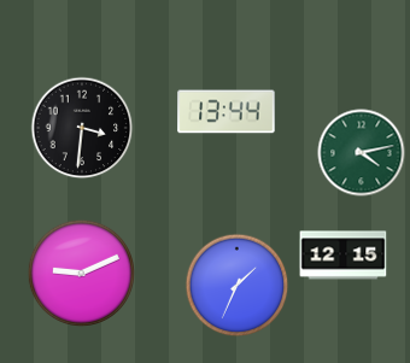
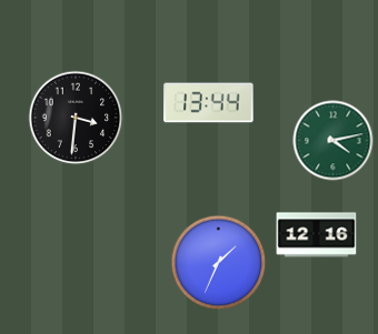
clock at (344, 256): 12:15 -> 12:16
clock at (81, 273): 9:11 -> none
